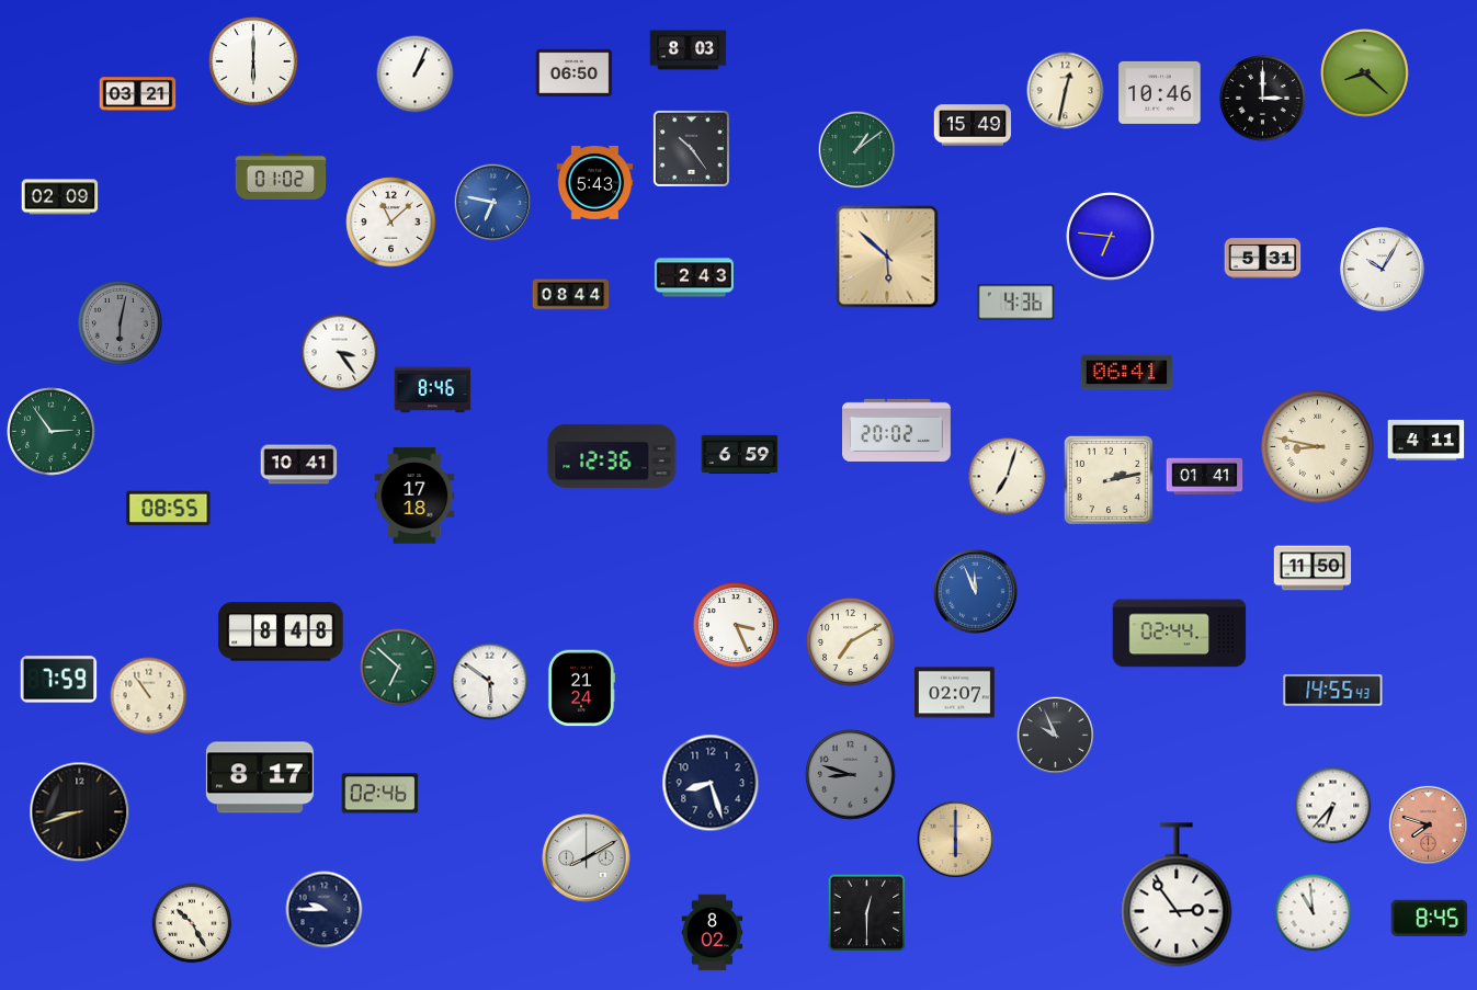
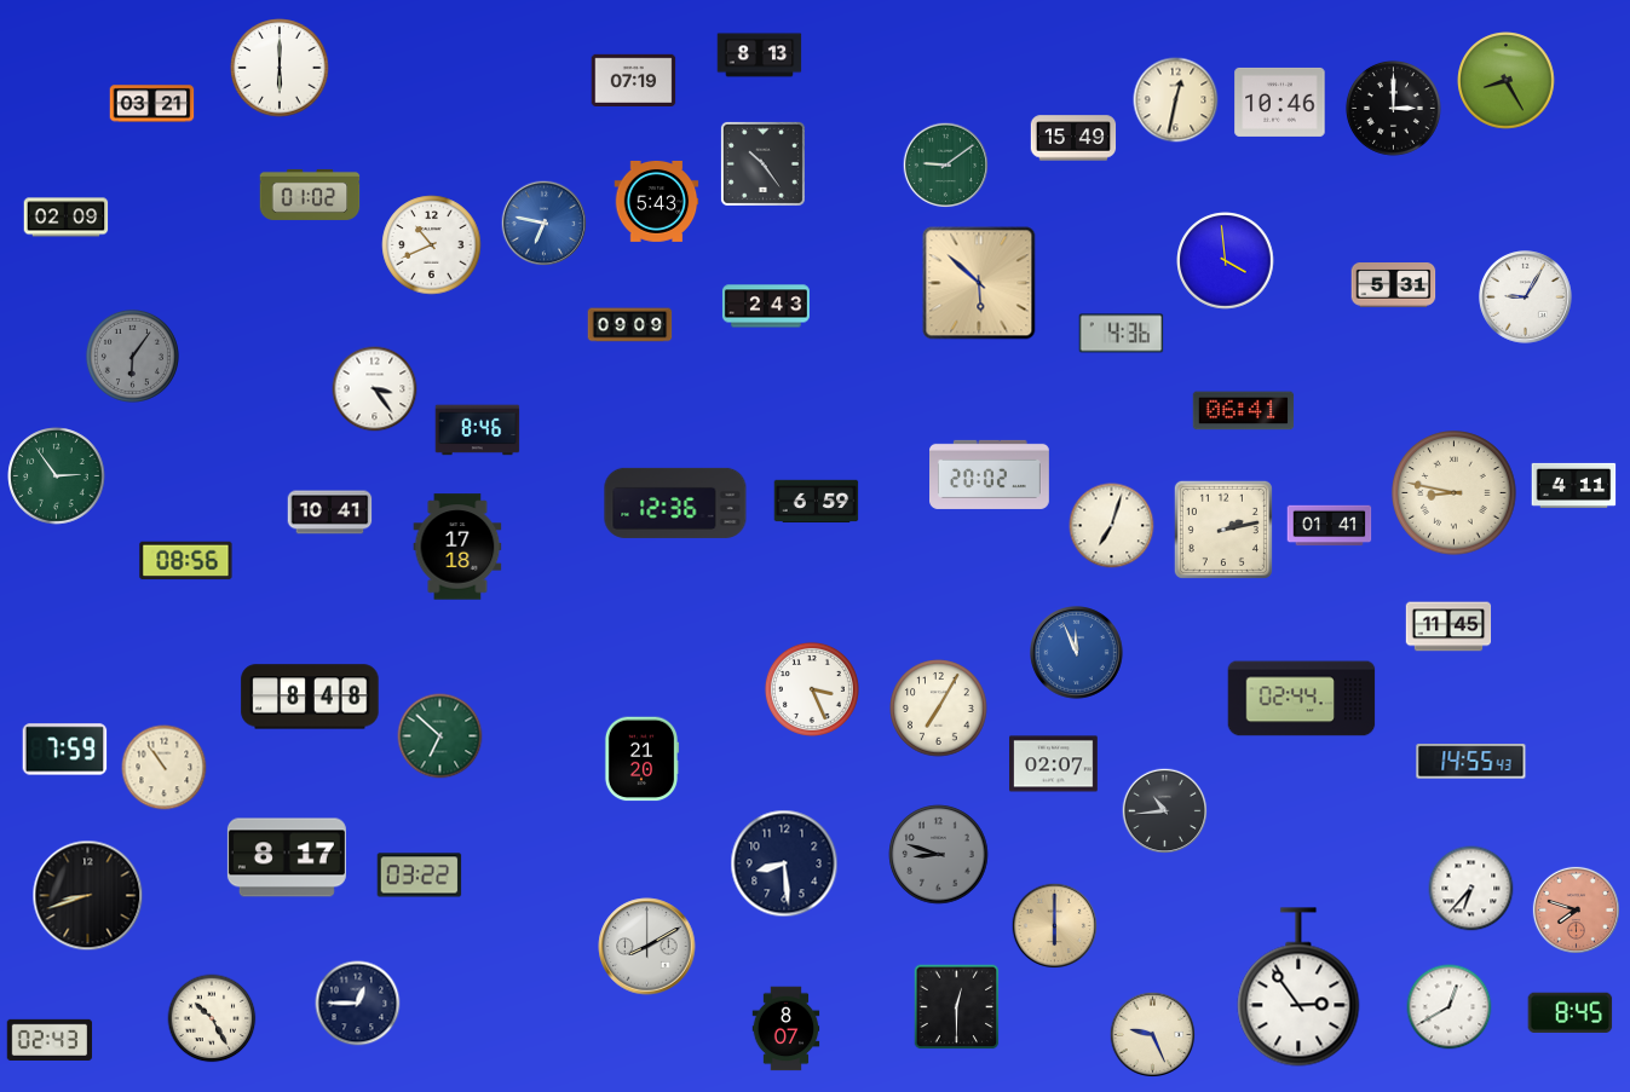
clock at (689, 50): 8:03 -> 8:13
clock at (575, 72): 06:50 -> 07:19
clock at (1365, 73): 8:22 -> 8:25
clock at (416, 75): 1:04 -> none
clock at (857, 150): 1:09 -> 9:09
clock at (391, 223): 11:08 -> 10:41
clock at (1111, 237): 6:46 -> 3:59
clock at (1383, 270): 10:05 -> 9:05
clock at (571, 295): 08:44 -> 09:09
clock at (120, 322): 6:02 -> 6:06
clock at (169, 509): 08:55 -> 08:56
clock at (1313, 568): 11:50 -> 11:45
clock at (851, 642): 7:10 -> 7:05
clock at (490, 682): 5:51 -> none
clock at (581, 689): 21:24 -> 21:20
clock at (1056, 736): 9:56 -> 10:44
clock at (711, 783): 8:27 -> 8:29
clock at (380, 794): 02:46 -> 03:22
clock at (325, 910): 9:45 -> 12:45
clock at (1314, 913): 10:59 -> 12:40
clock at (1430, 918) position: (1430, 918) -> (1571, 1012)
clock at (713, 933): 8:02 -> 8:07
clock at (1153, 1035): none -> 9:26
clock at (50, 1040): none -> 02:43
